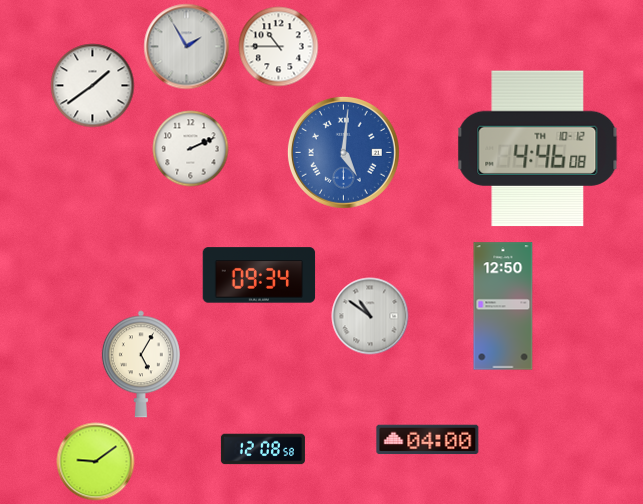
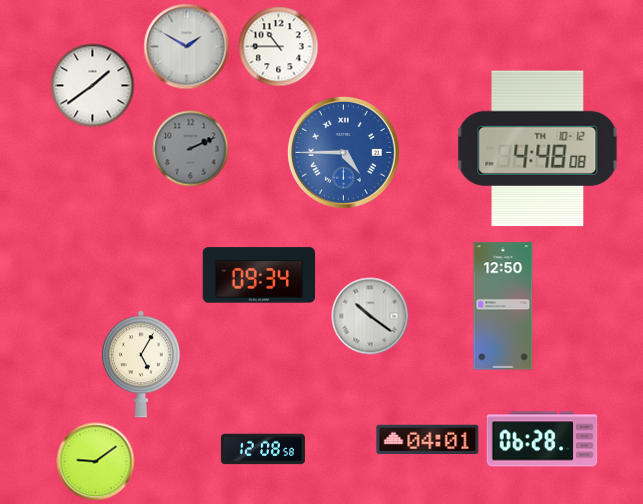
clock at (187, 47): 1:55 -> 1:50
clock at (191, 149) dial: white -> grey
clock at (538, 149): 4:46 -> 4:48
clock at (343, 152): 5:01 -> 4:45
clock at (370, 316): 10:51 -> 10:21
clock at (542, 439): none -> 06:28
clock at (428, 440): 04:00 -> 04:01
